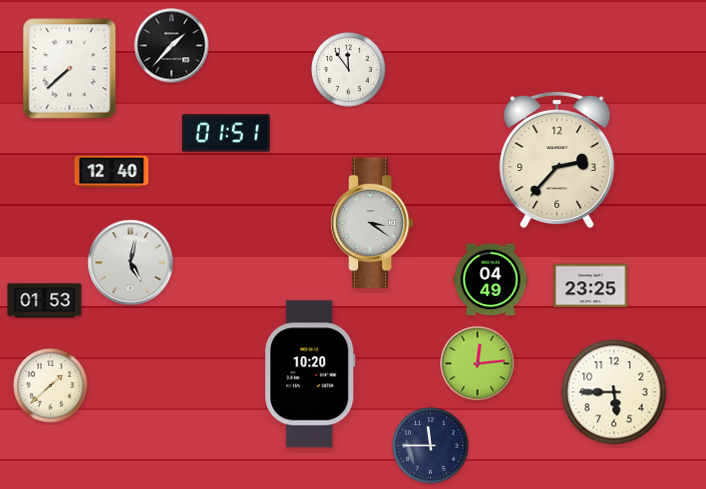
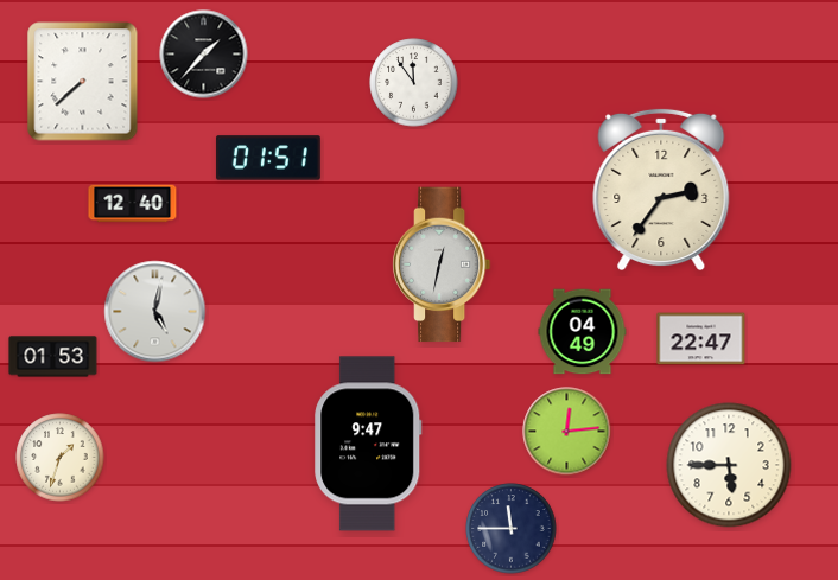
clock at (557, 159): 2:37 -> 2:36
clock at (372, 223): 3:21 -> 12:32
clock at (591, 286): 23:25 -> 22:47
clock at (310, 374): 10:20 -> 9:47
clock at (51, 386): 1:38 -> 1:33
